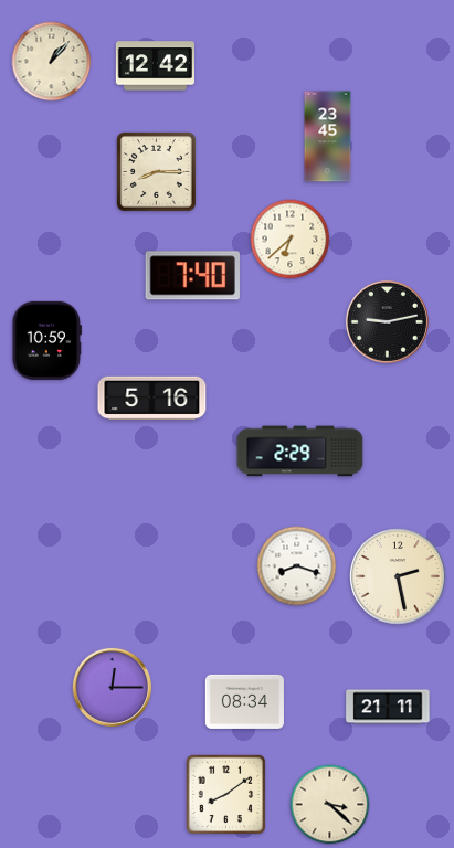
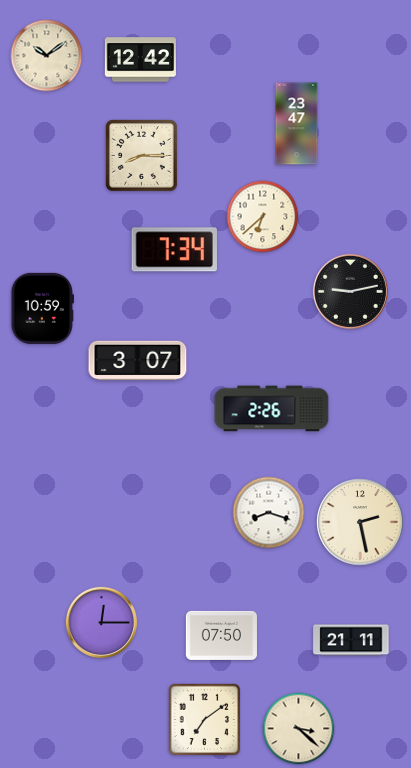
clock at (52, 62): 1:07 -> 10:09
clock at (328, 137): 23:45 -> 23:47
clock at (192, 276): 7:40 -> 7:34
clock at (152, 399): 5:16 -> 3:07
clock at (300, 452): 2:29 -> 2:26
clock at (244, 701): 08:34 -> 07:50
clock at (226, 795): 8:09 -> 7:09
